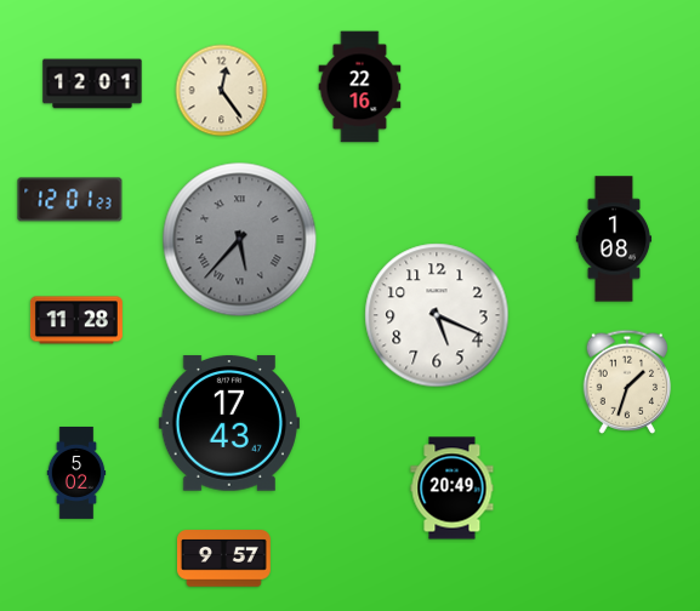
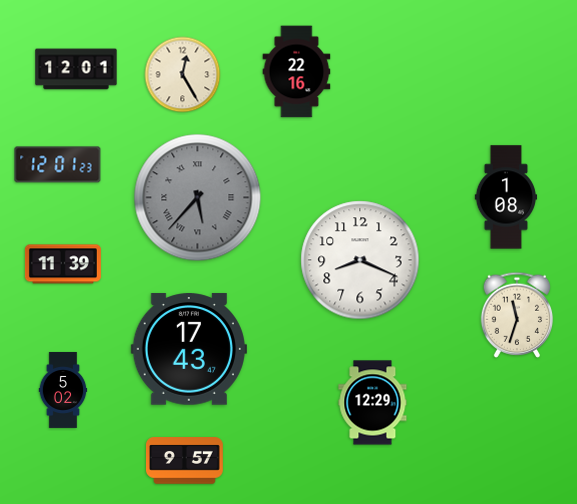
clock at (222, 91): 12:24 -> 12:25
clock at (437, 315): 5:19 -> 8:19
clock at (76, 320): 11:28 -> 11:39
clock at (627, 382): 1:33 -> 11:33
clock at (453, 489): 20:49 -> 12:29
